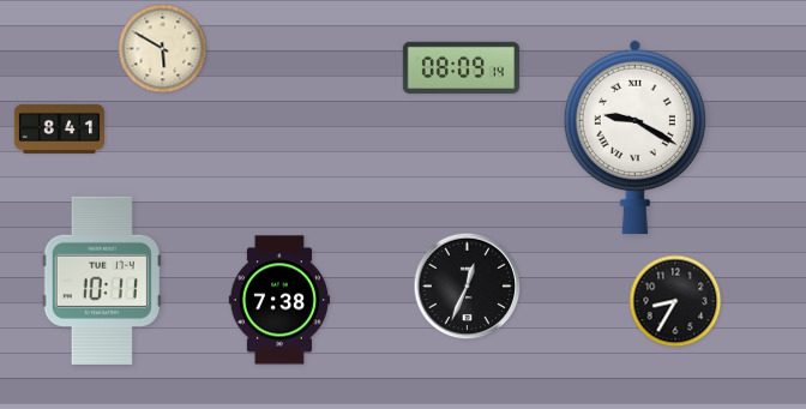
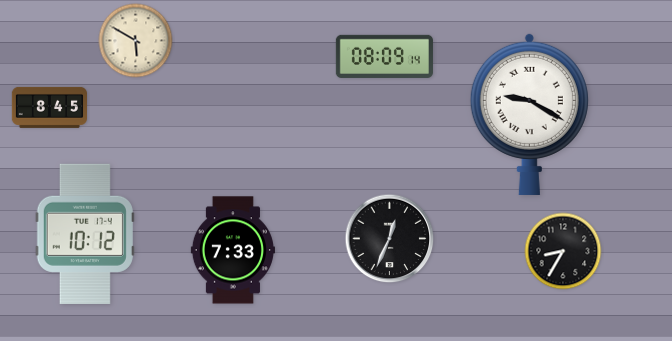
clock at (59, 128): 8:41 -> 8:45
clock at (102, 281): 10:11 -> 10:12
clock at (278, 300): 7:38 -> 7:33
